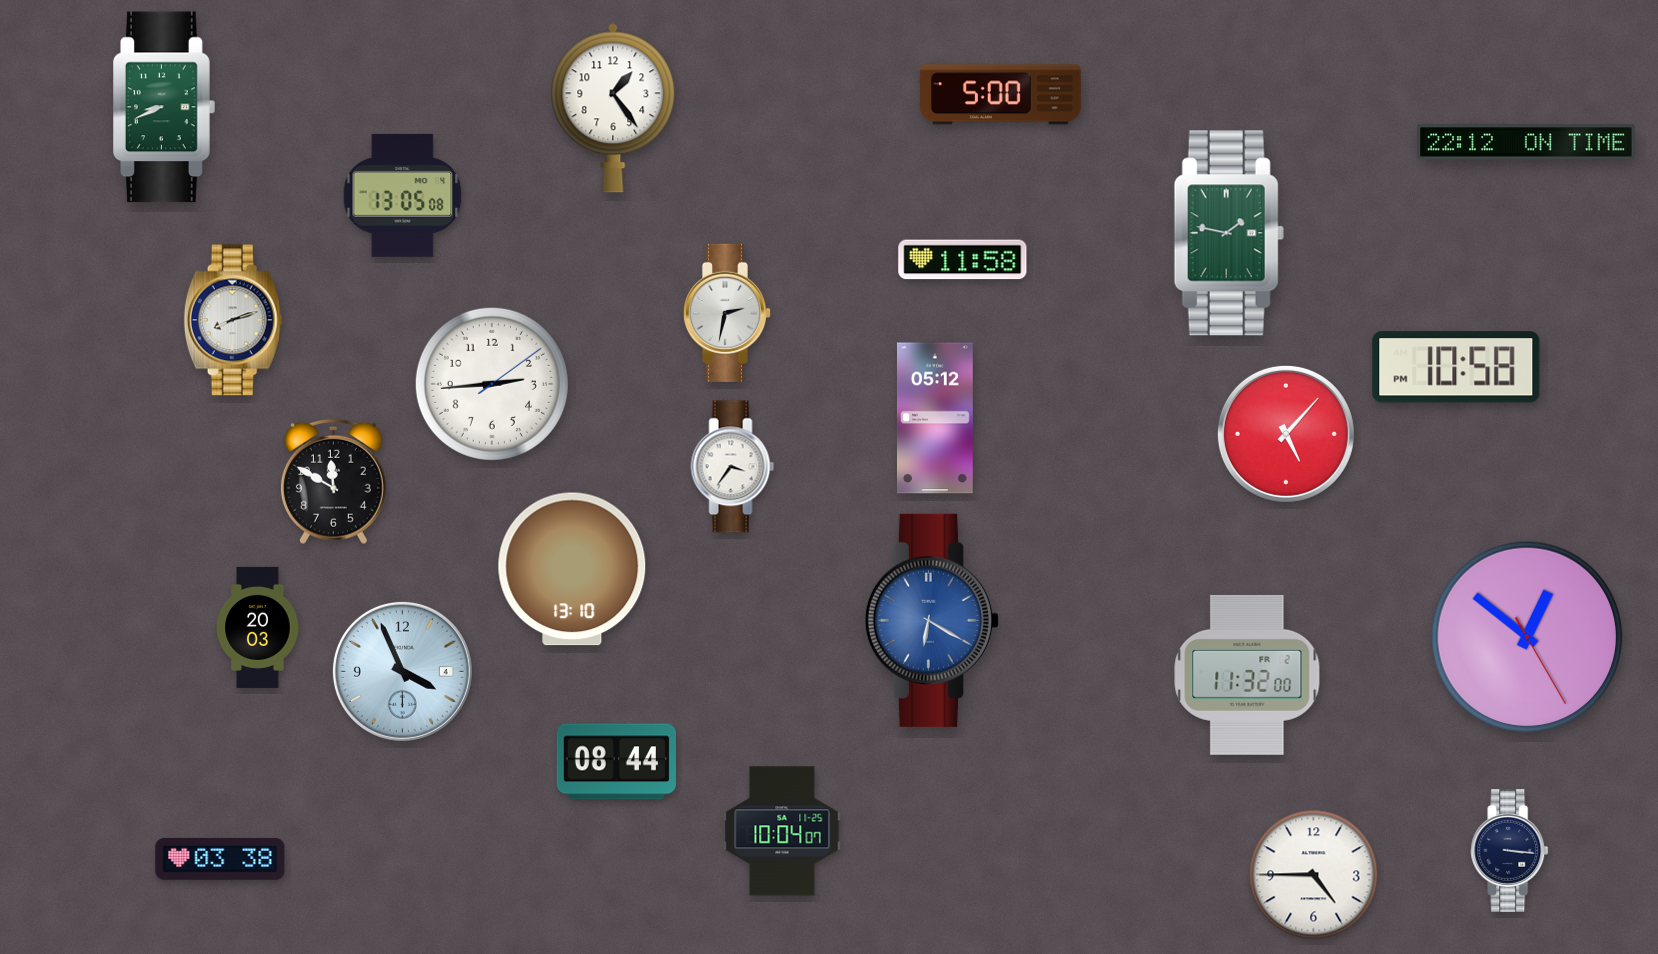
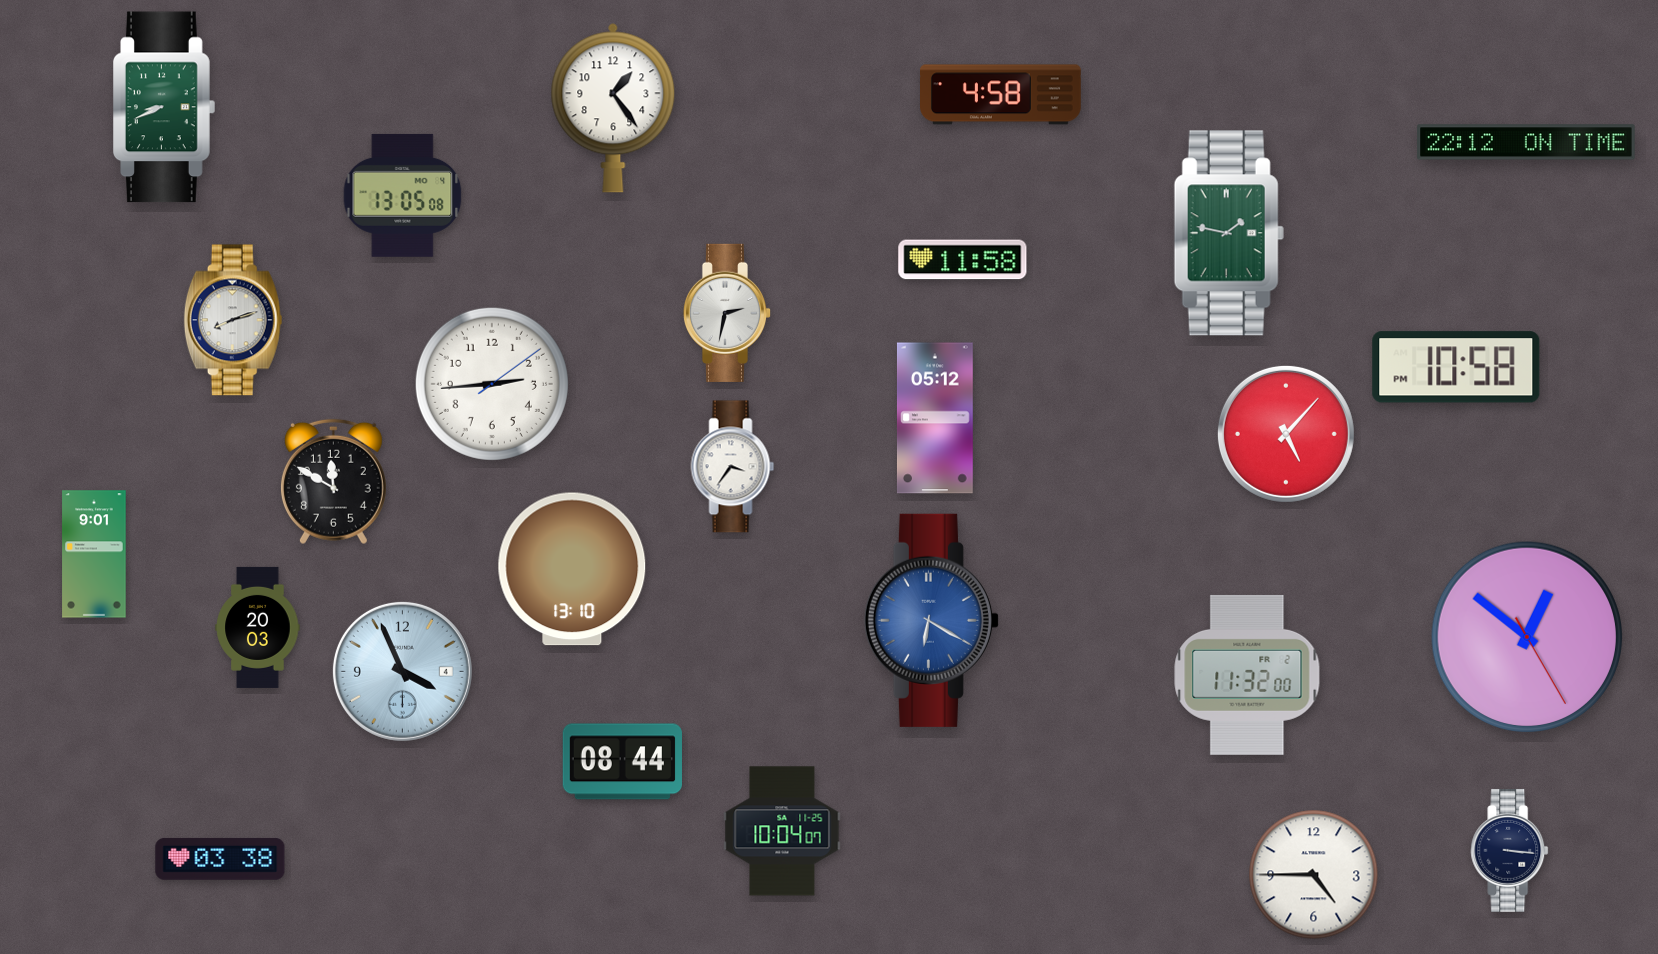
clock at (1001, 95): 5:00 -> 4:58
clock at (94, 554): none -> 9:01
clock at (616, 762) position: (616, 762) -> (622, 762)
